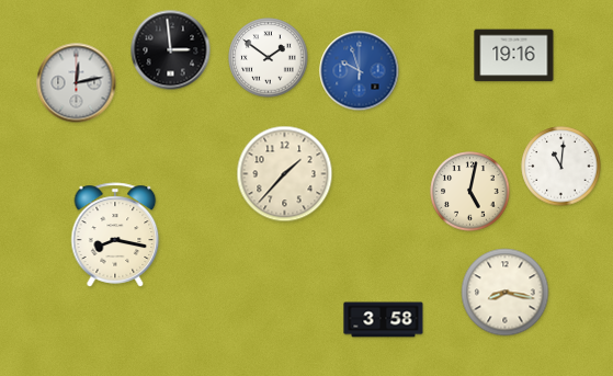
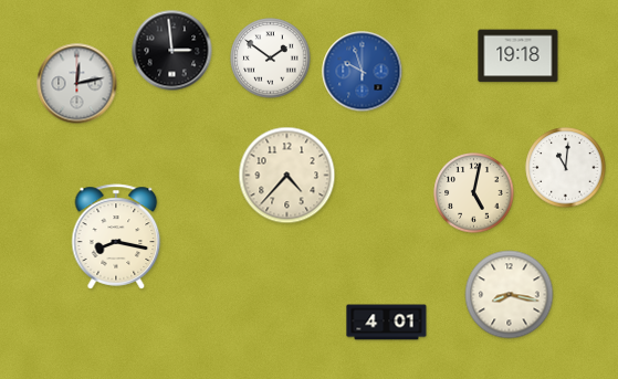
clock at (514, 56): 19:16 -> 19:18
clock at (285, 174): 1:37 -> 4:37
clock at (384, 320): 3:58 -> 4:01
